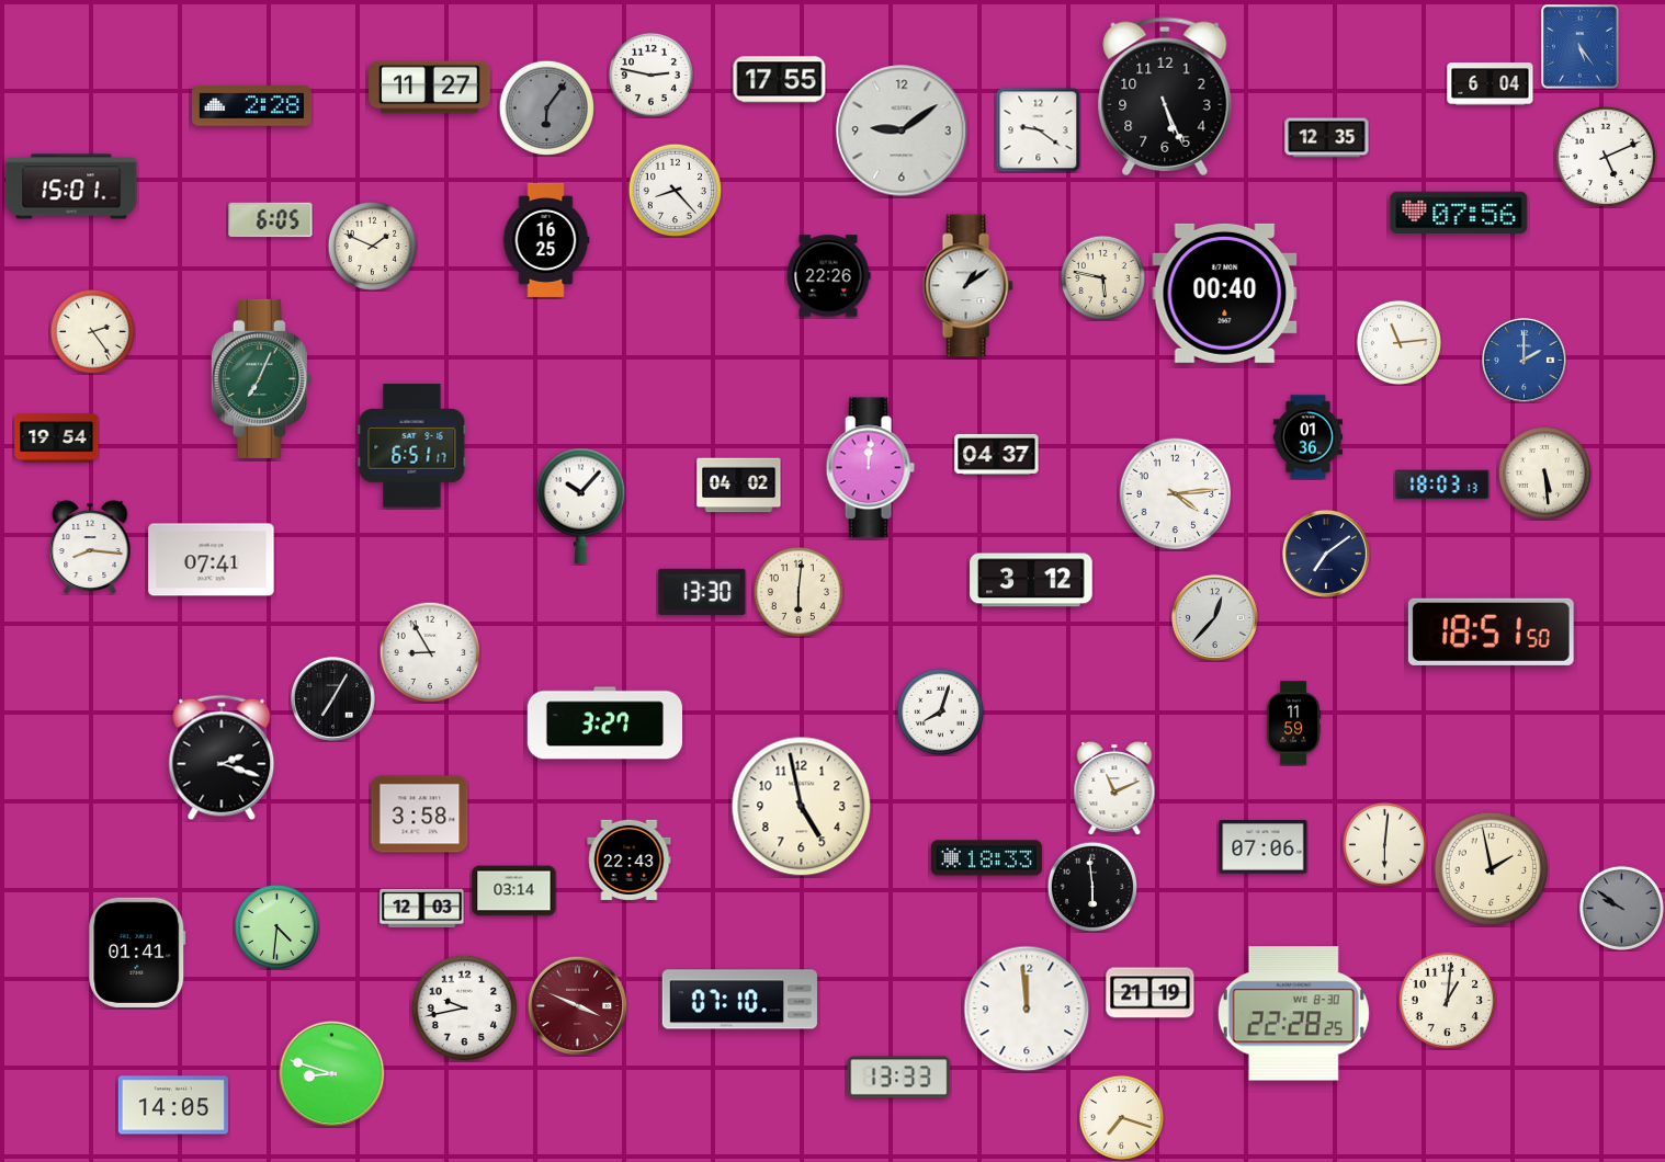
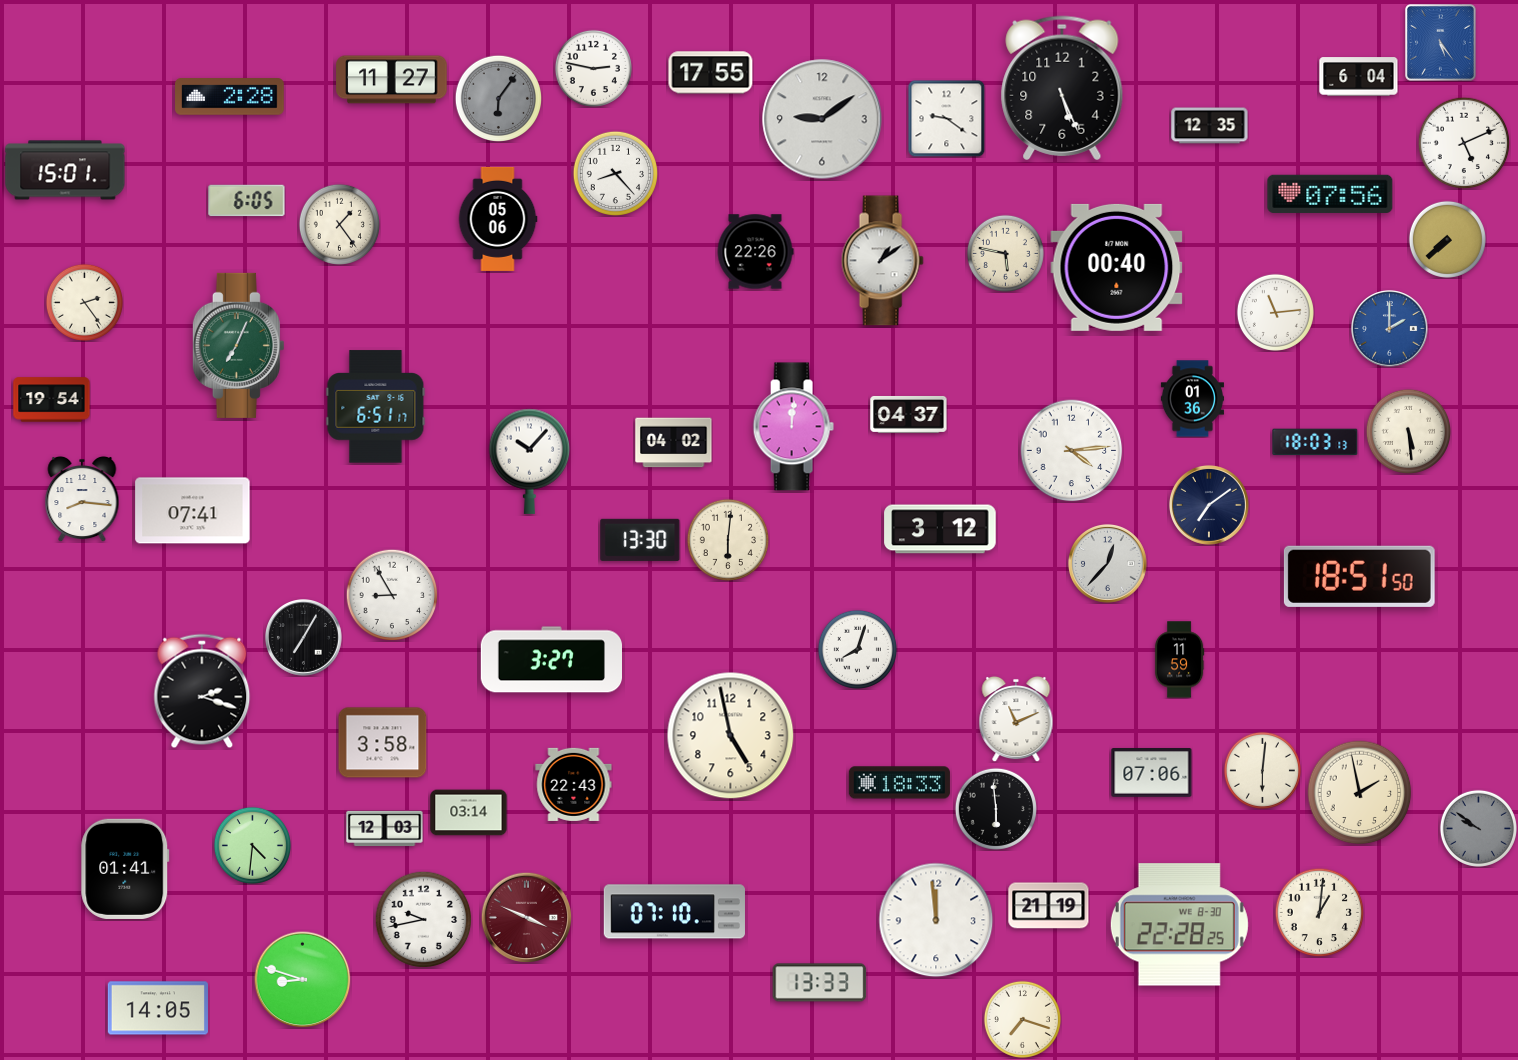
clock at (546, 240): 16:25 -> 05:06
clock at (372, 246): 1:49 -> 1:24
clock at (1447, 239): none -> 7:38
